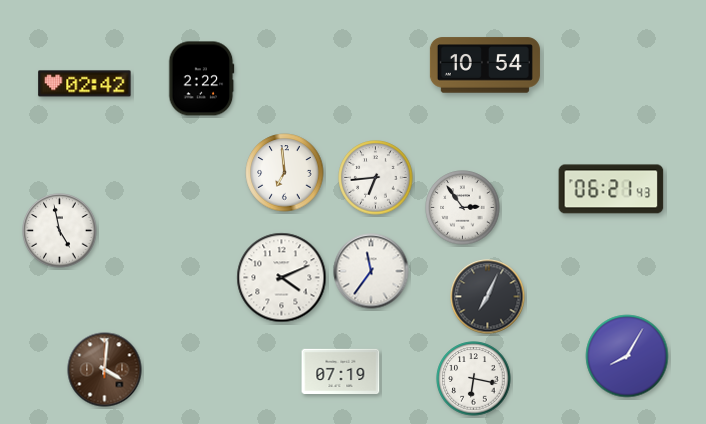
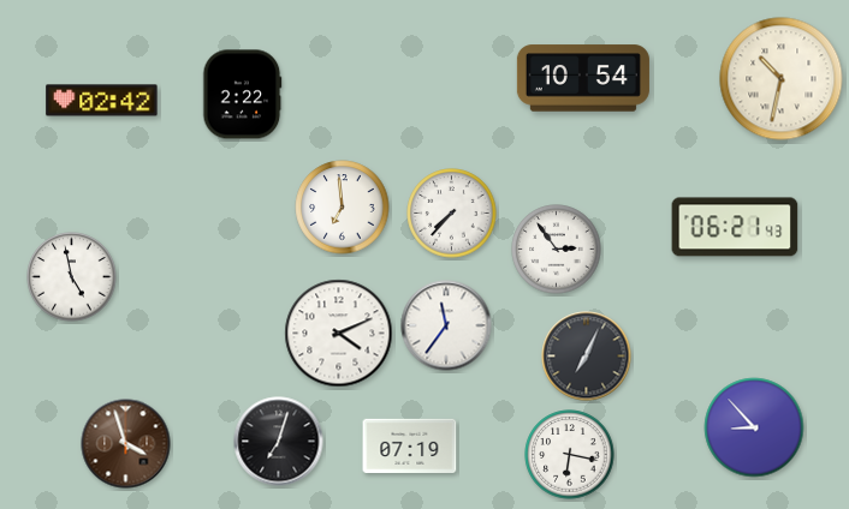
clock at (782, 79): none -> 10:32
clock at (376, 178): 6:44 -> 7:37
clock at (627, 356): 8:05 -> 8:53
clock at (279, 442): none -> 7:03
clock at (105, 370): 4:01 -> 3:57
